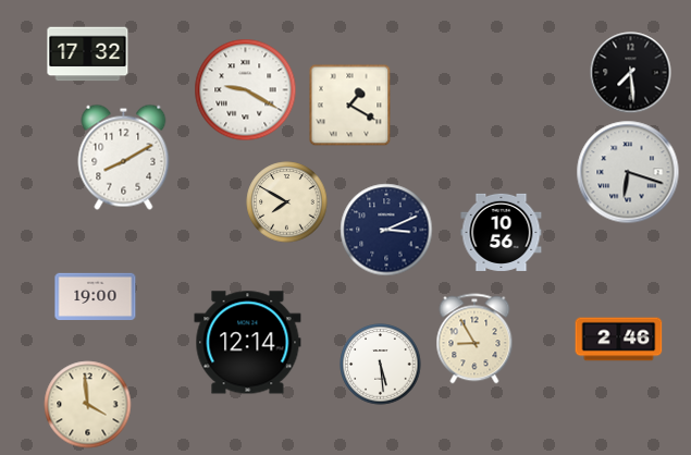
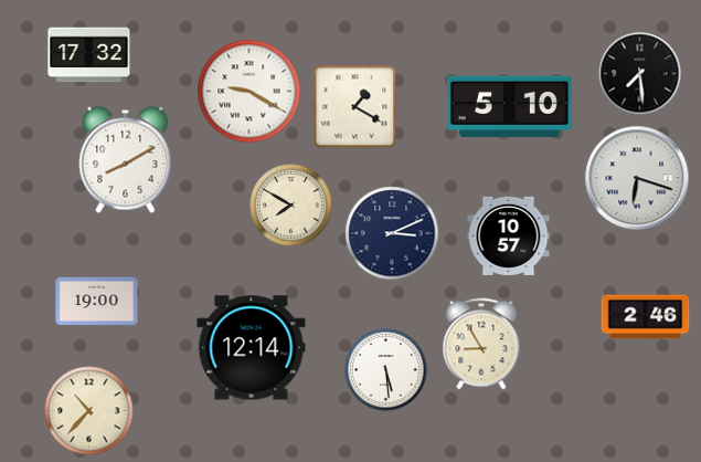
clock at (509, 106): none -> 5:10
clock at (628, 172) position: (628, 172) -> (637, 178)
clock at (502, 232): 10:56 -> 10:57
clock at (619, 340) position: (619, 340) -> (646, 317)
clock at (88, 405): 3:59 -> 10:37
